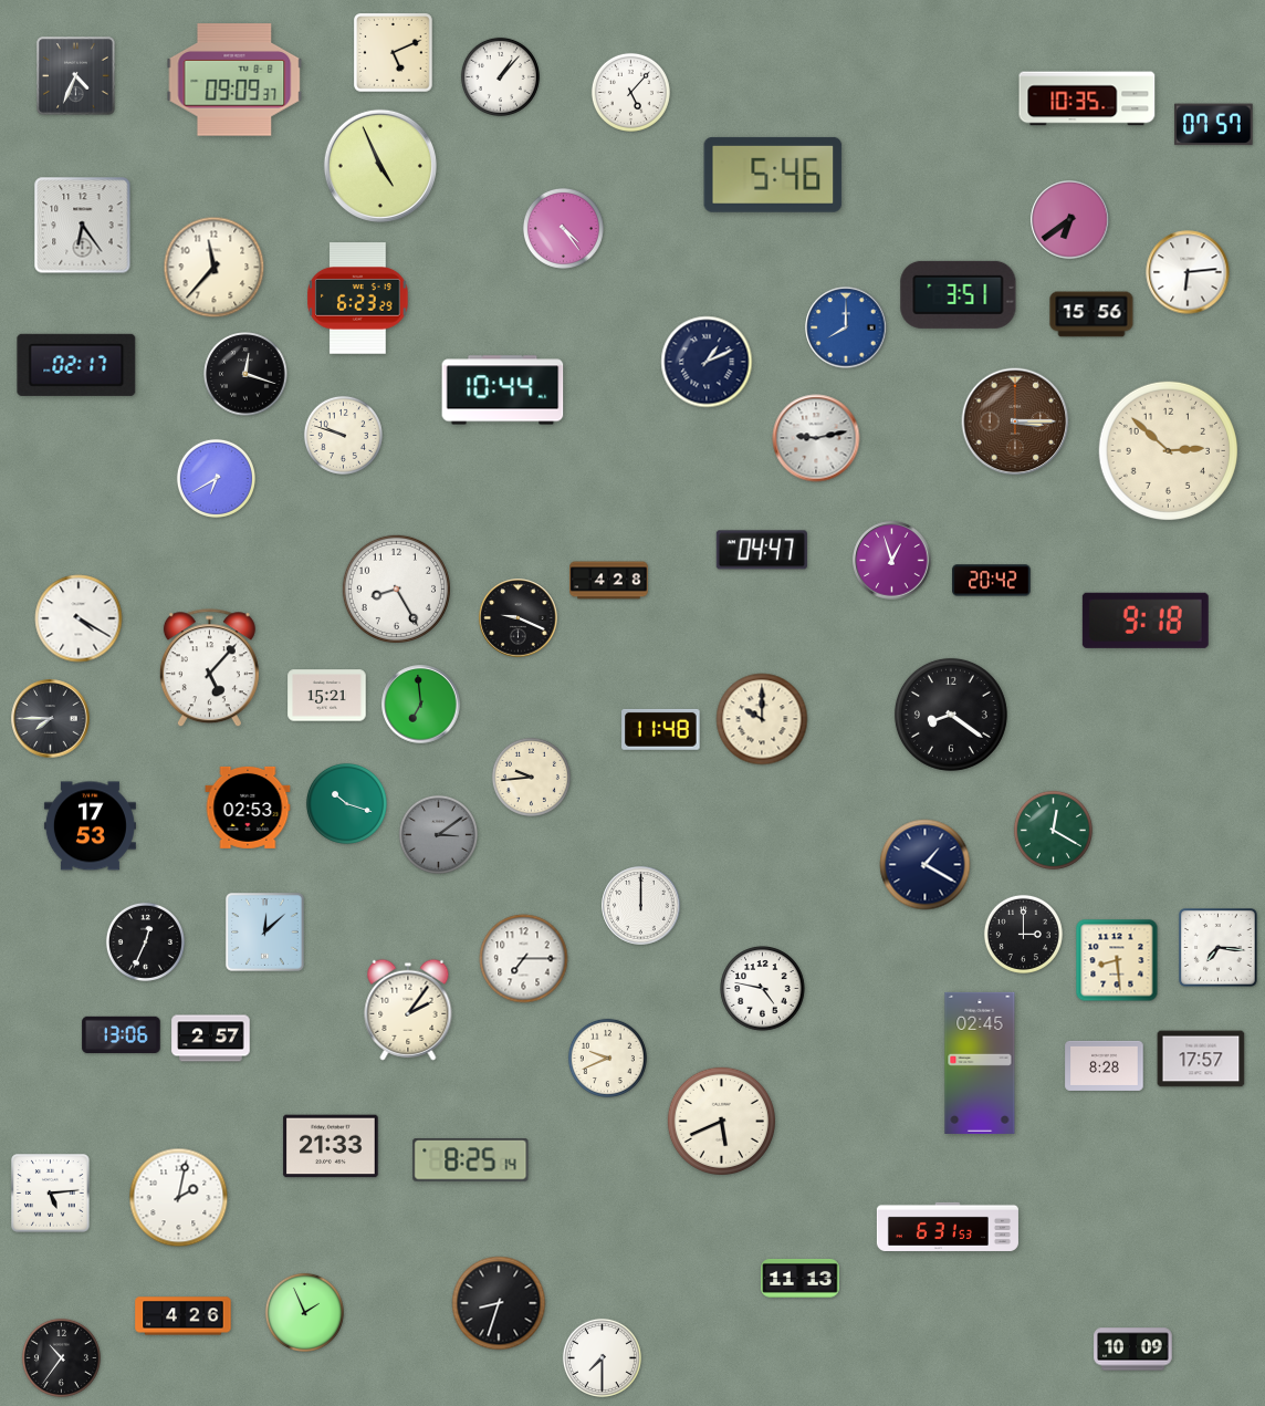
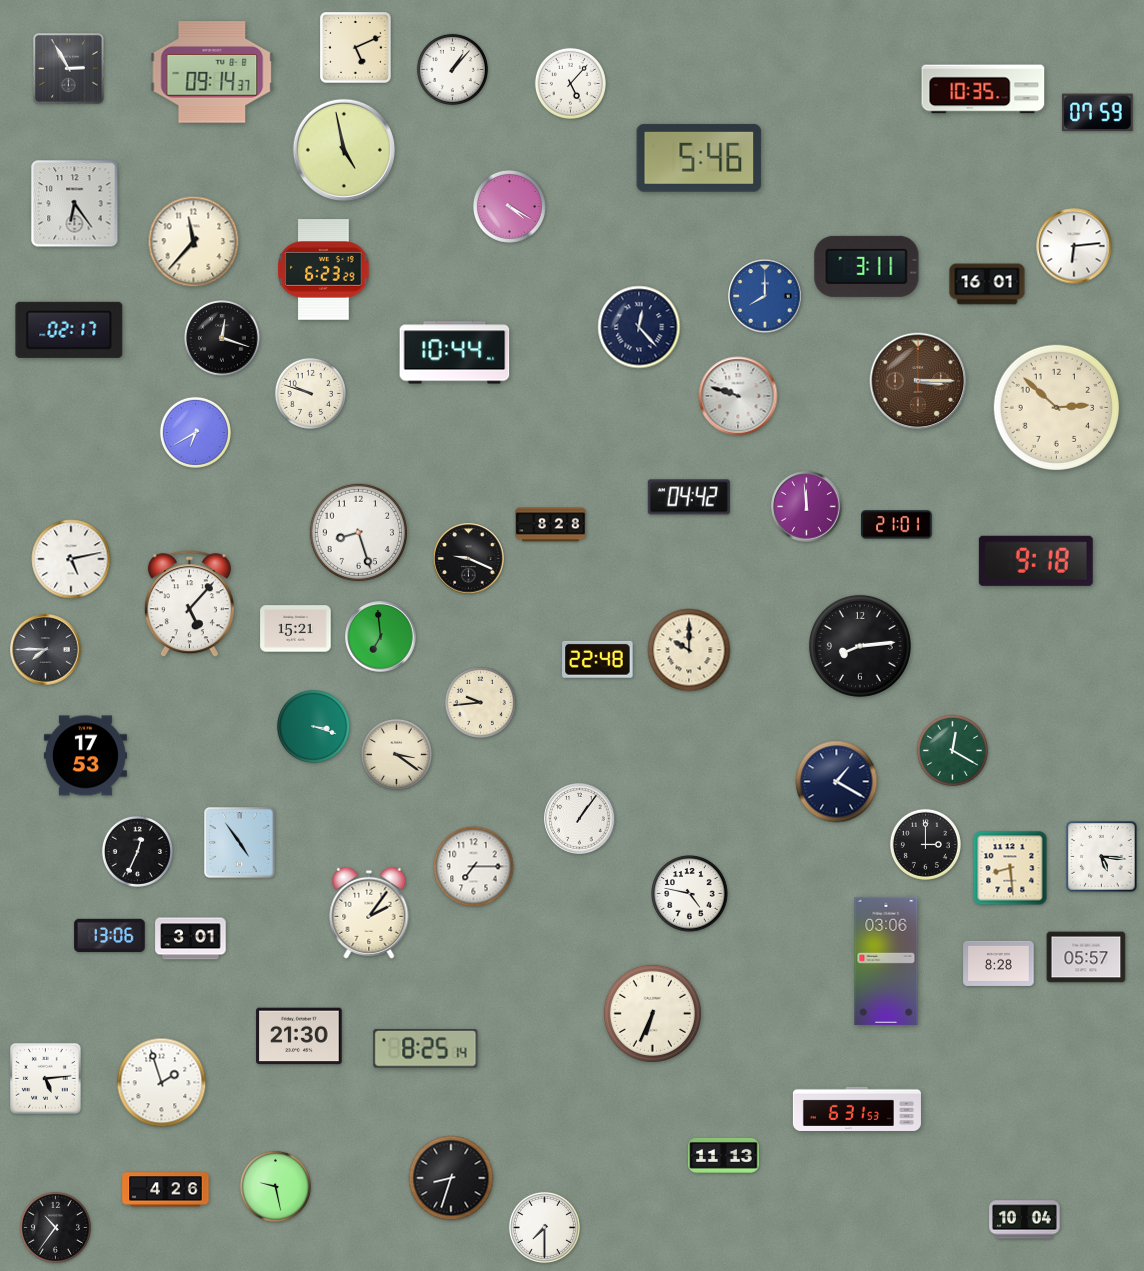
clock at (76, 76): 4:34 -> 2:55
clock at (234, 80): 09:09 -> 09:14
clock at (1214, 125): 07:57 -> 07:59
clock at (380, 166): 4:56 -> 4:58
clock at (1070, 220): 6:39 -> none
clock at (563, 228): 4:24 -> 4:20
clock at (959, 294): 3:51 -> 3:11
clock at (1091, 314): 15:56 -> 16:01
clock at (707, 362): 1:11 -> 12:23
clock at (816, 438): 9:13 -> 9:48
clock at (762, 550): 04:47 -> 04:42
clock at (892, 561): 12:57 -> 11:59
clock at (609, 581): 4:28 -> 8:28
clock at (992, 581): 20:42 -> 21:01
clock at (396, 589): 8:25 -> 8:27
clock at (79, 618): 4:20 -> 5:13
clock at (951, 715): 8:21 -> 8:14
clock at (661, 729): 11:48 -> 22:48
clock at (346, 803): 10:18 -> 3:18
clock at (248, 808): 02:53 -> none
clock at (90, 826) position: (90, 826) -> (85, 756)
clock at (438, 834): 3:09 -> 3:21
clock at (438, 834) dial: grey -> cream
clock at (641, 906): 12:00 -> 1:06
clock at (265, 933): 12:08 -> 4:54
clock at (145, 941) position: (145, 941) -> (137, 851)
clock at (1219, 948): 7:16 -> 5:16
clock at (211, 1039): 2:57 -> 3:01
clock at (607, 1058): 9:41 -> none
clock at (1201, 1059): 17:57 -> 05:57
clock at (980, 1063): 02:45 -> 03:06
clock at (721, 1121): 5:41 -> 6:34
clock at (331, 1146): 21:33 -> 21:30
clock at (179, 1198): 2:02 -> 1:57
clock at (304, 1312): 1:56 -> 9:28
clock at (1133, 1350): 10:09 -> 10:04
